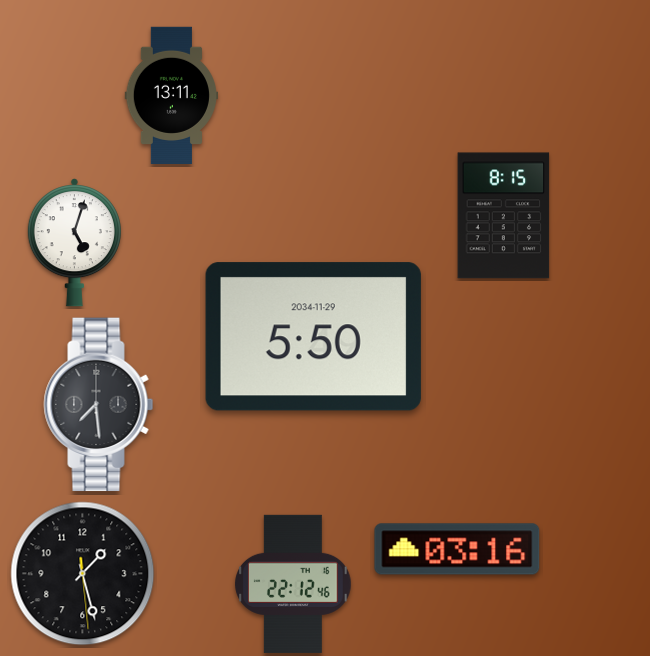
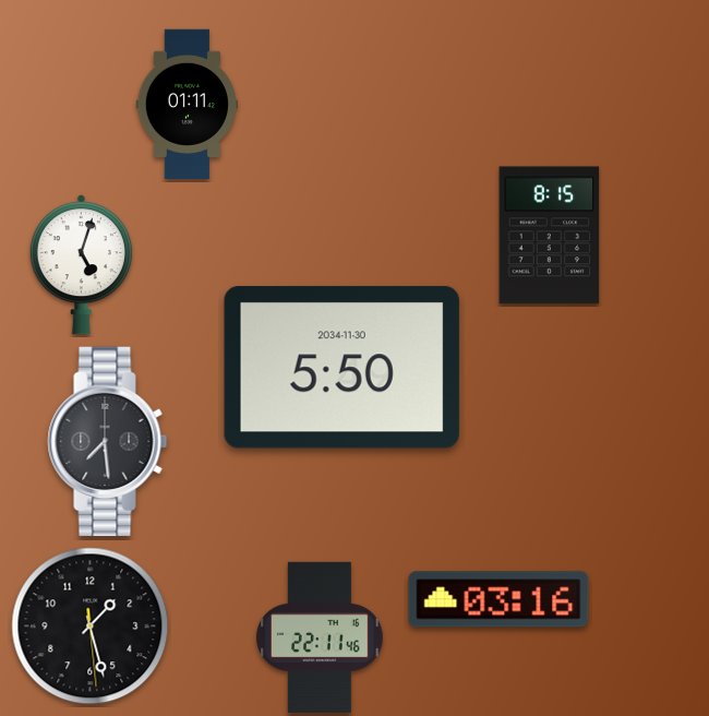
clock at (171, 95): 13:11 -> 01:11
clock at (313, 337) date: 2034-11-29 -> 2034-11-30
clock at (293, 584): 22:12 -> 22:11
